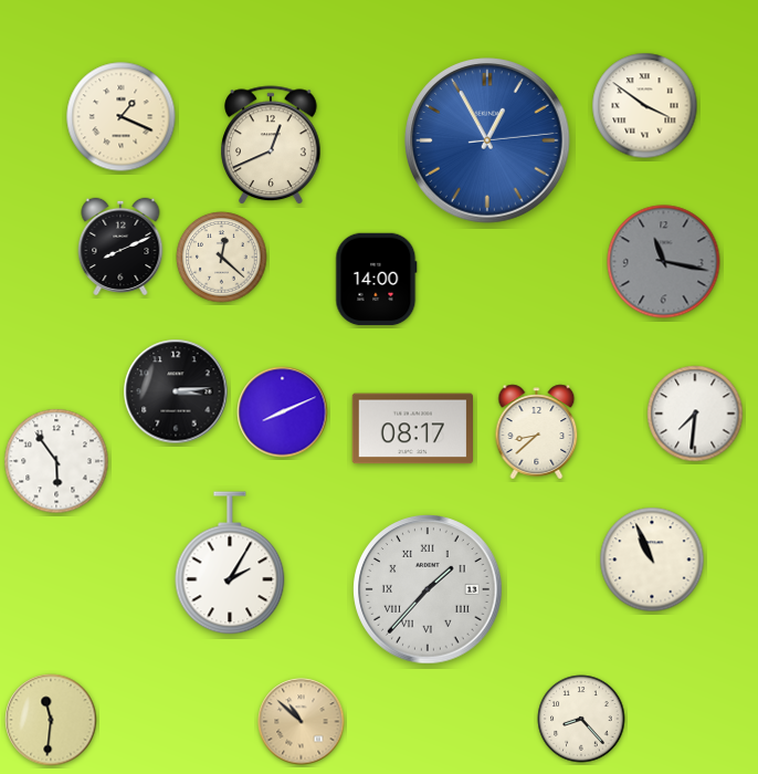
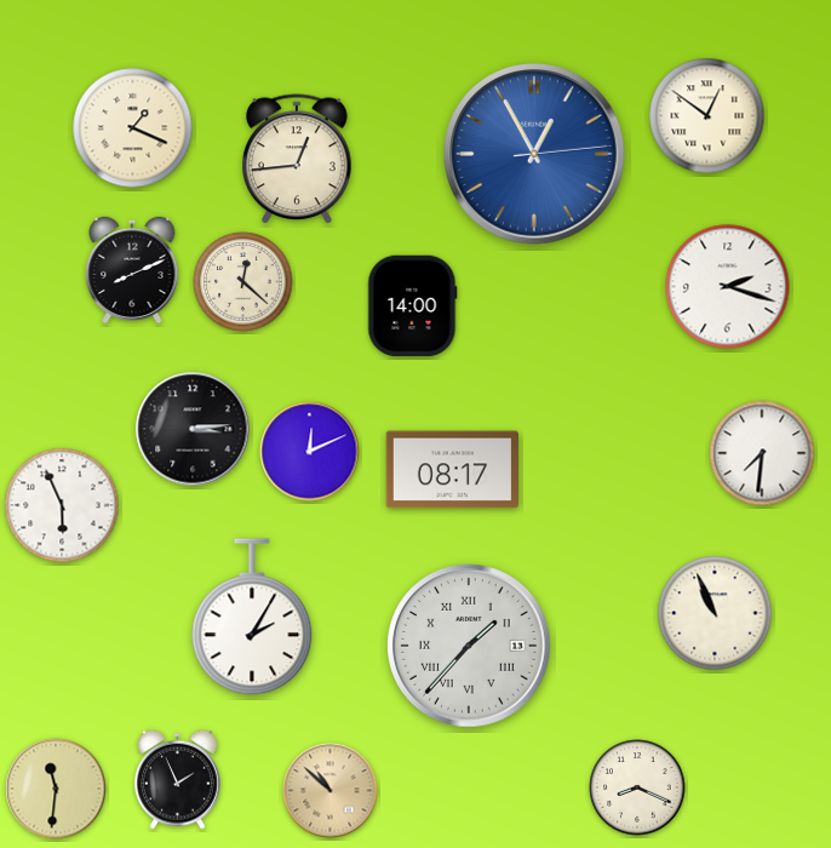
clock at (645, 106): 3:51 -> 12:51
clock at (272, 146): 12:41 -> 12:44
clock at (664, 262): 11:17 -> 2:18
clock at (664, 262) dial: grey -> white
clock at (283, 412): 8:11 -> 12:11
clock at (537, 432): 8:38 -> none
clock at (56, 461): 5:54 -> 5:56
clock at (178, 779): none -> 1:56
clock at (581, 719): 8:23 -> 8:19
